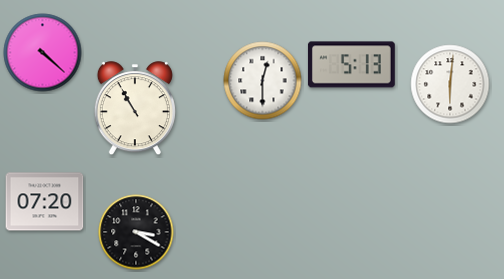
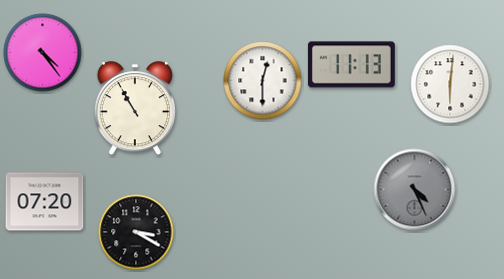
clock at (43, 53): 4:22 -> 4:24
clock at (351, 65): 5:13 -> 11:13
clock at (415, 190): none -> 4:26
